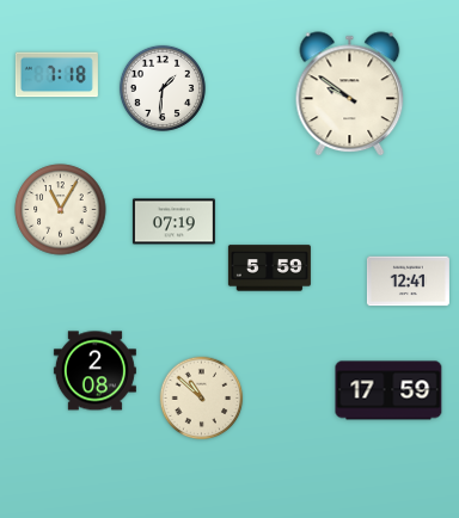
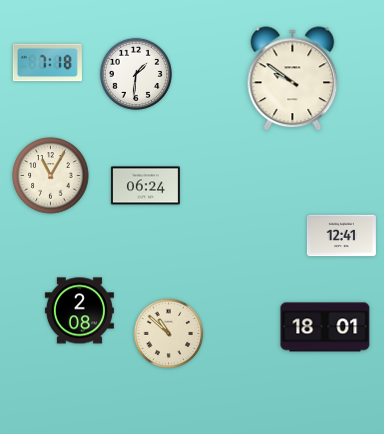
clock at (173, 222): 07:19 -> 06:24
clock at (269, 269): 5:59 -> none
clock at (388, 390): 17:59 -> 18:01
